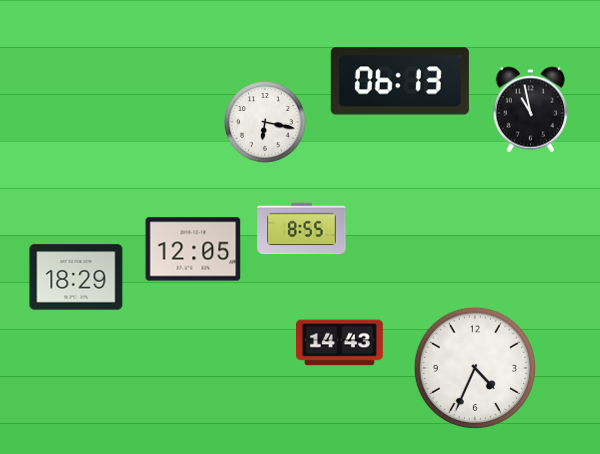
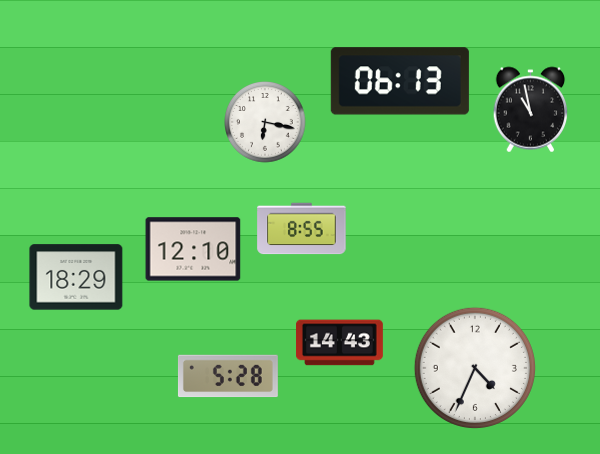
clock at (193, 249): 12:05 -> 12:10
clock at (228, 376): none -> 5:28
